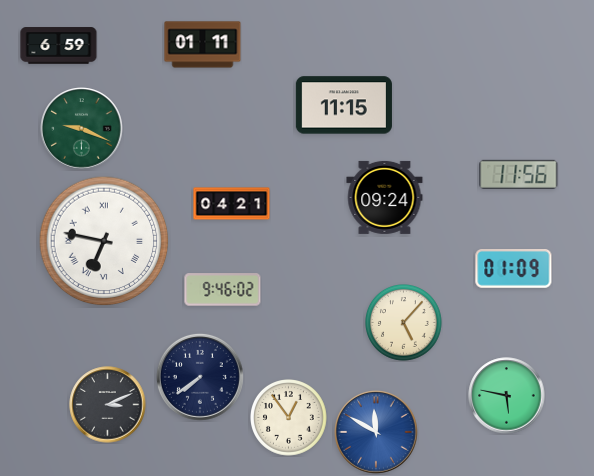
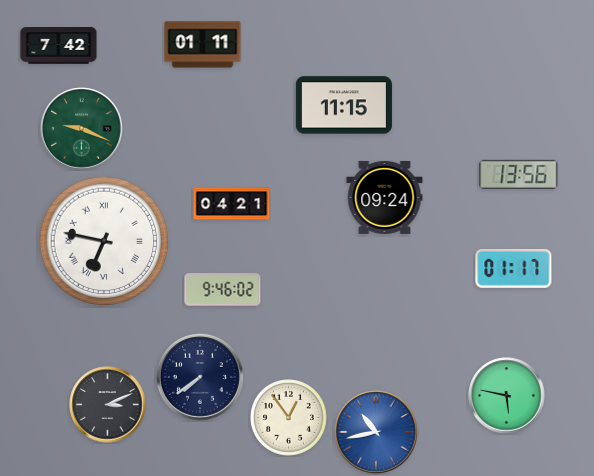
clock at (59, 46): 6:59 -> 7:42
clock at (519, 174): 11:56 -> 13:56
clock at (514, 269): 01:09 -> 01:17
clock at (404, 323): 5:07 -> none
clock at (377, 433): 11:50 -> 10:43
